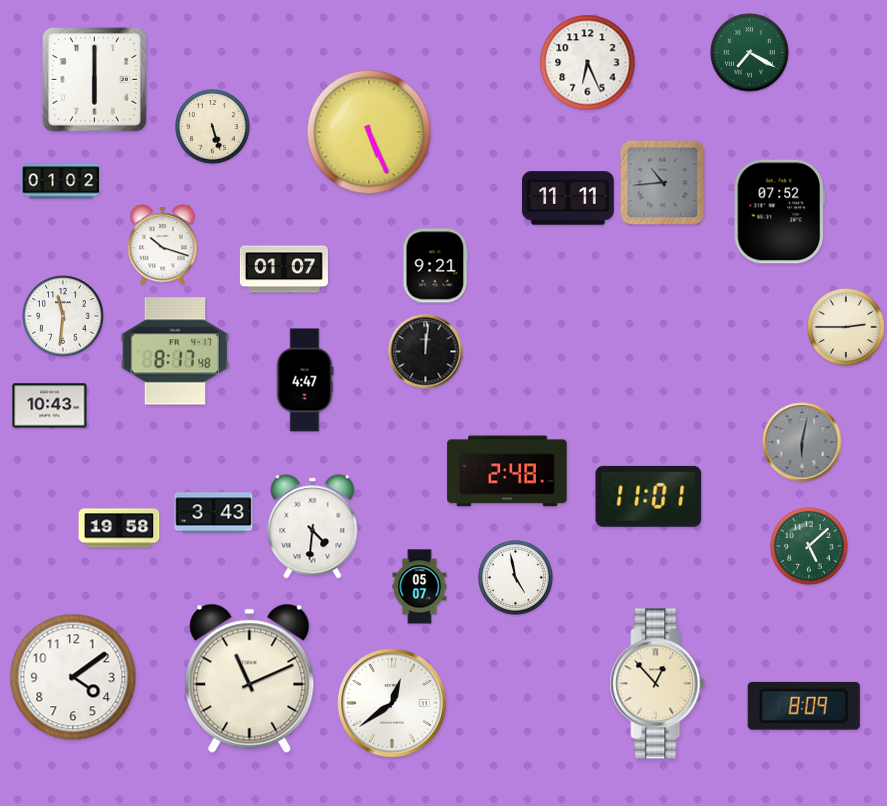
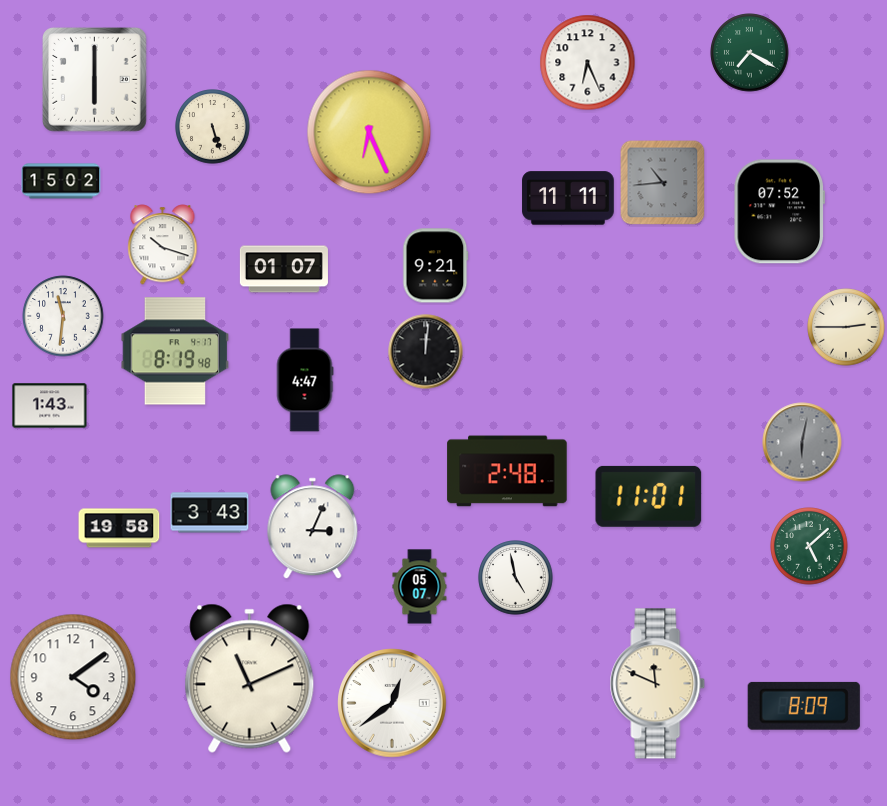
clock at (369, 132): 5:26 -> 6:26
clock at (61, 181): 01:02 -> 15:02
clock at (175, 351): 8:17 -> 8:19
clock at (50, 406): 10:43 -> 1:43
clock at (214, 513) position: (214, 513) -> (210, 513)
clock at (313, 527): 4:31 -> 3:04
clock at (658, 684): 12:53 -> 11:49
